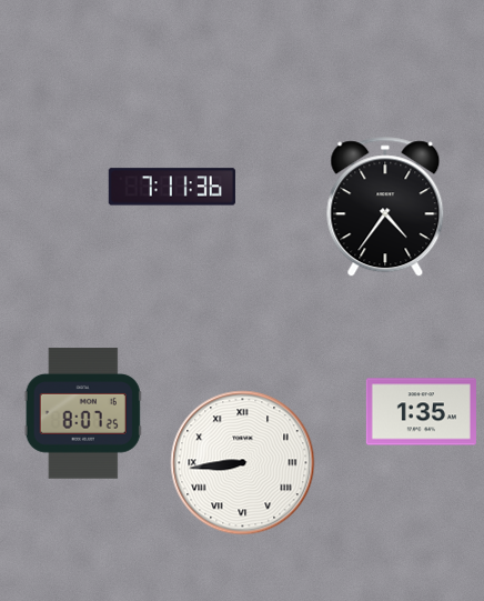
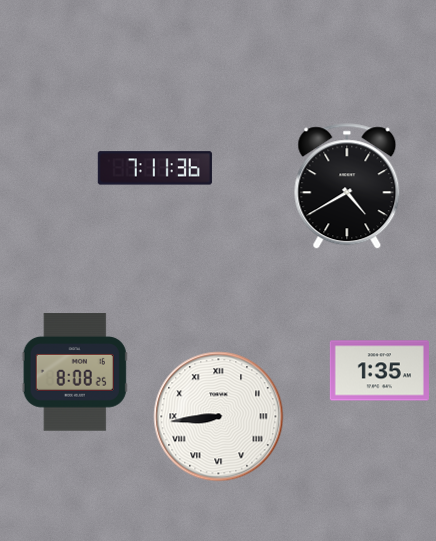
clock at (385, 208): 4:36 -> 4:40
clock at (83, 413): 8:07 -> 8:08
